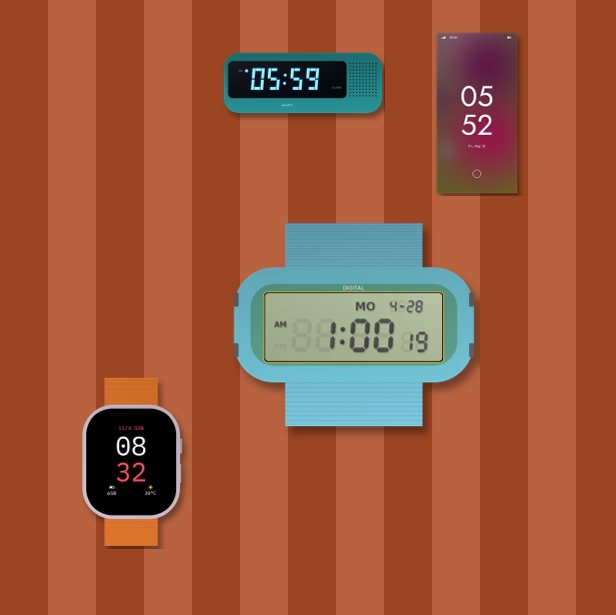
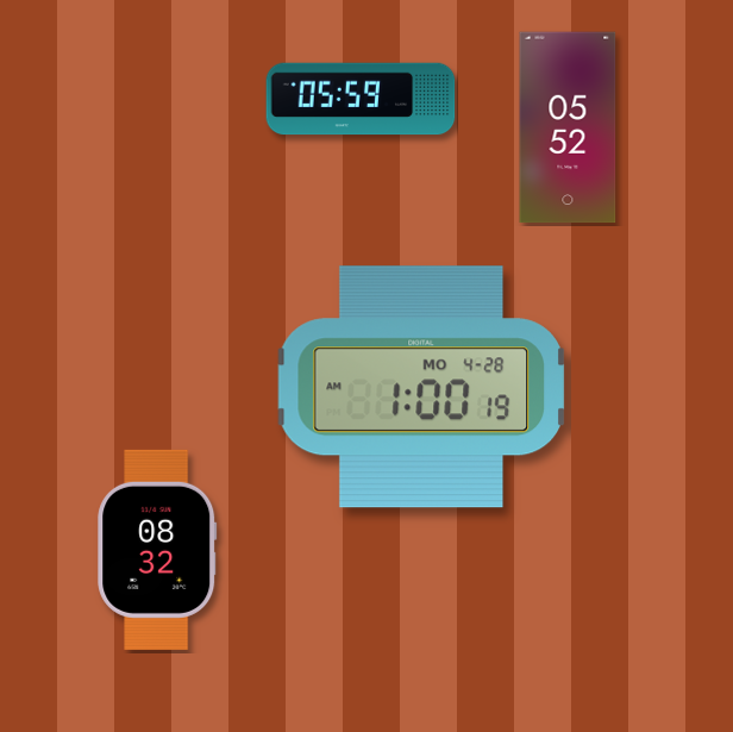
clock at (477, 113) position: (477, 113) -> (568, 127)
